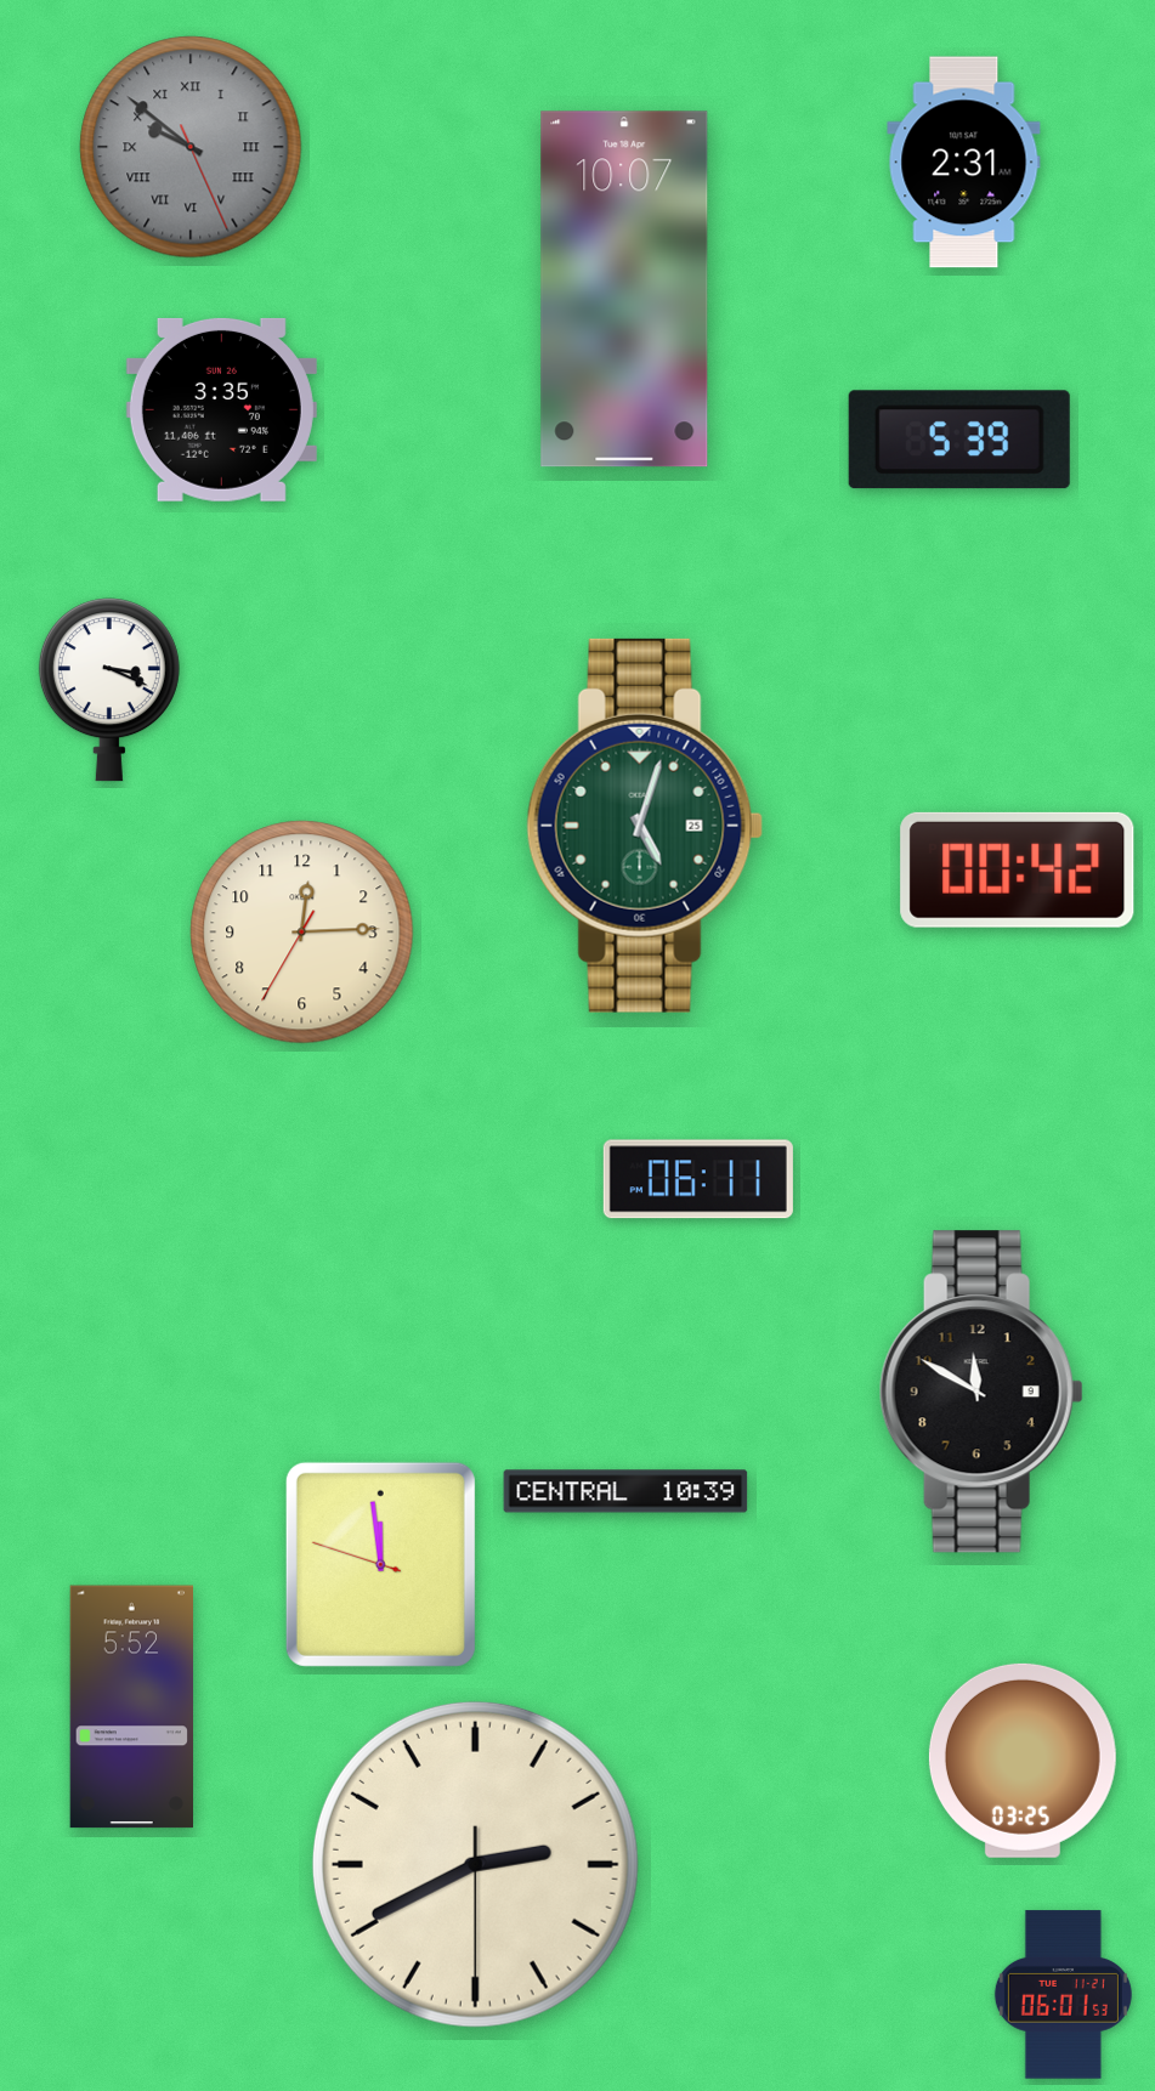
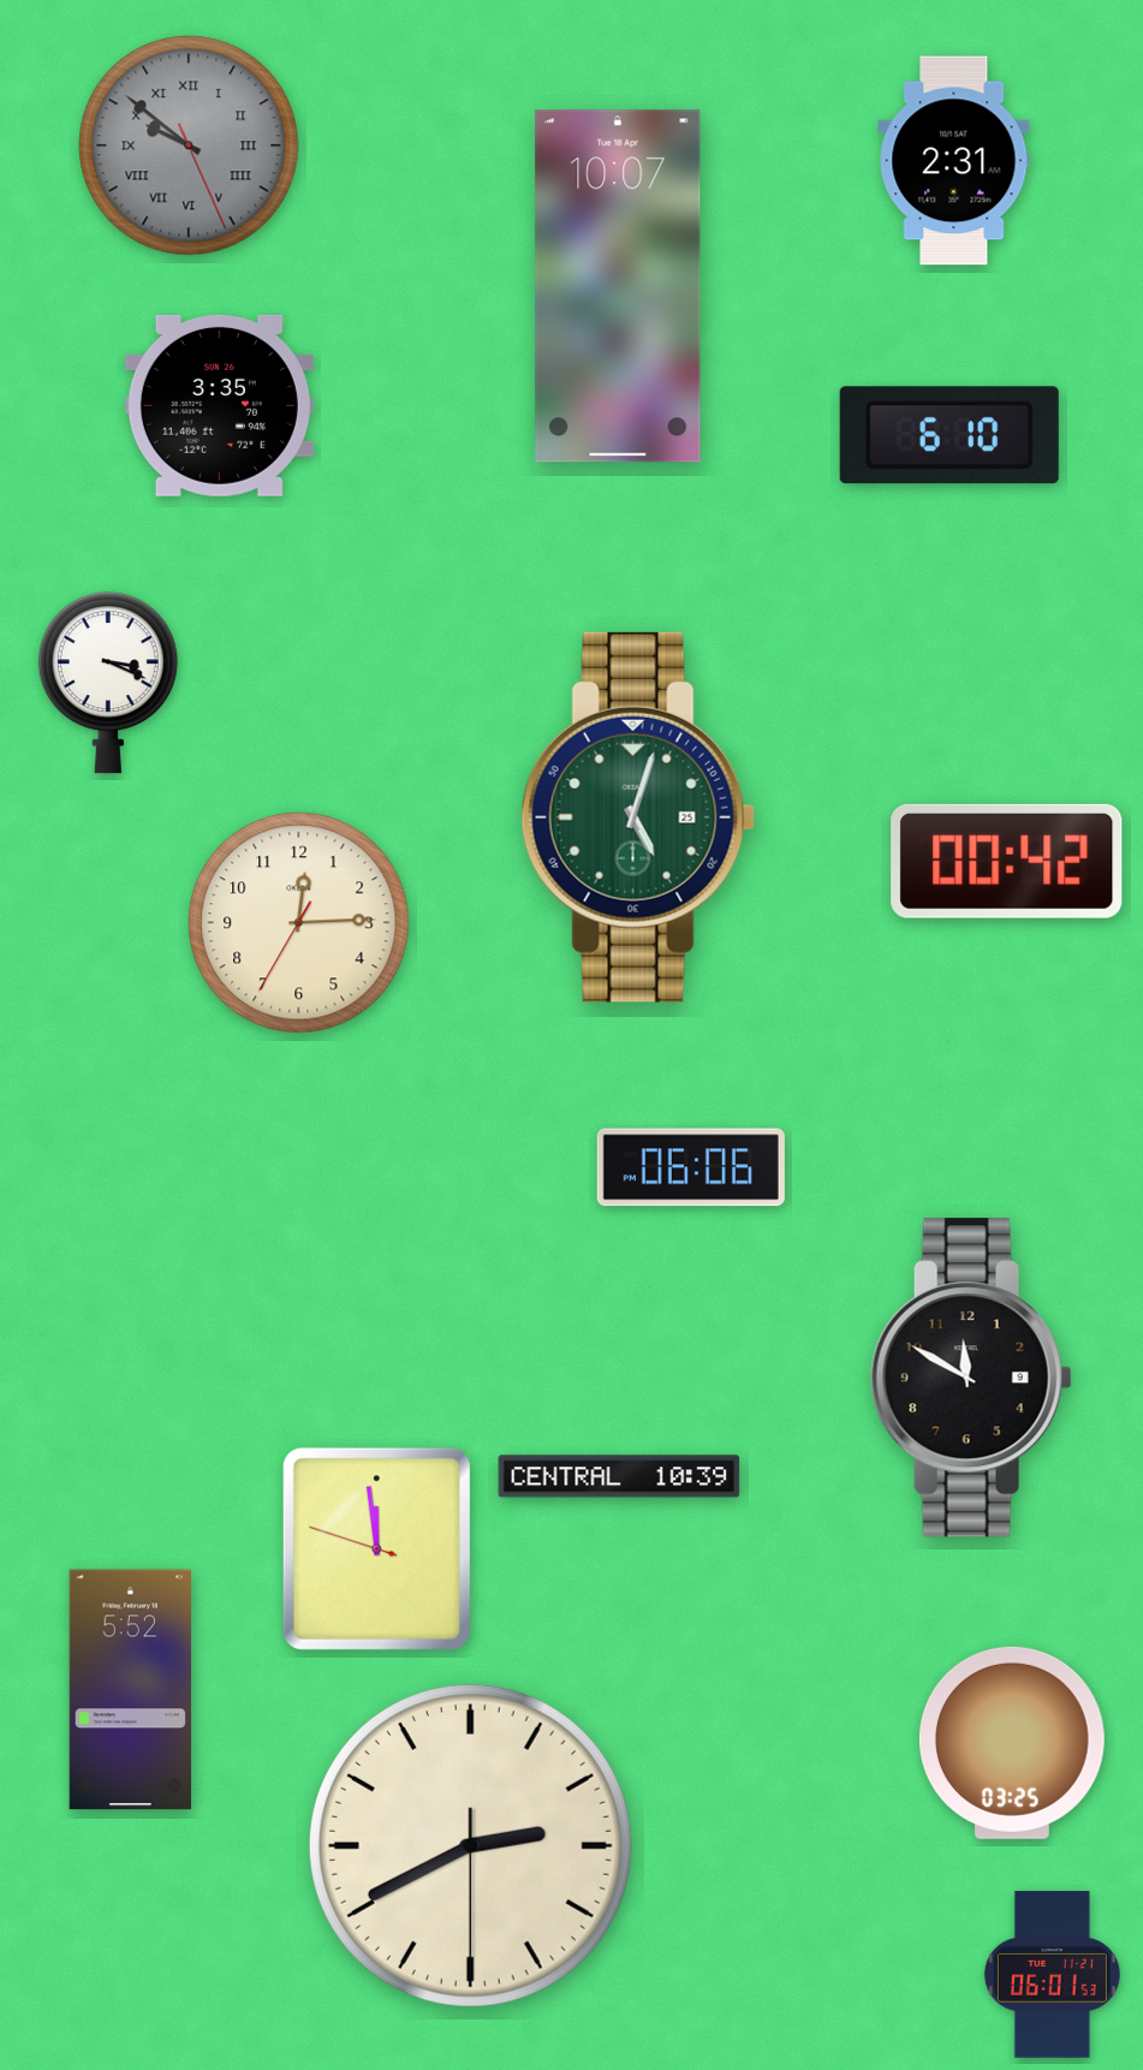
clock at (959, 440): 5:39 -> 6:10
clock at (698, 1179): 06:11 -> 06:06
